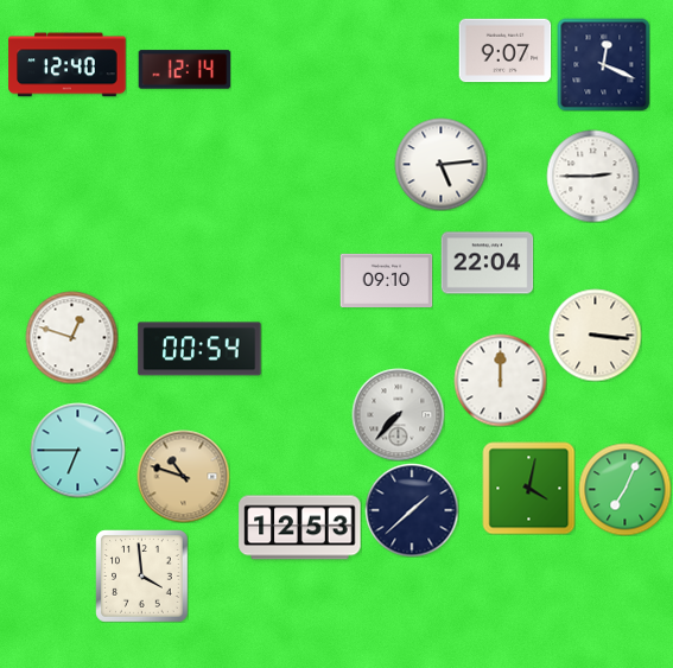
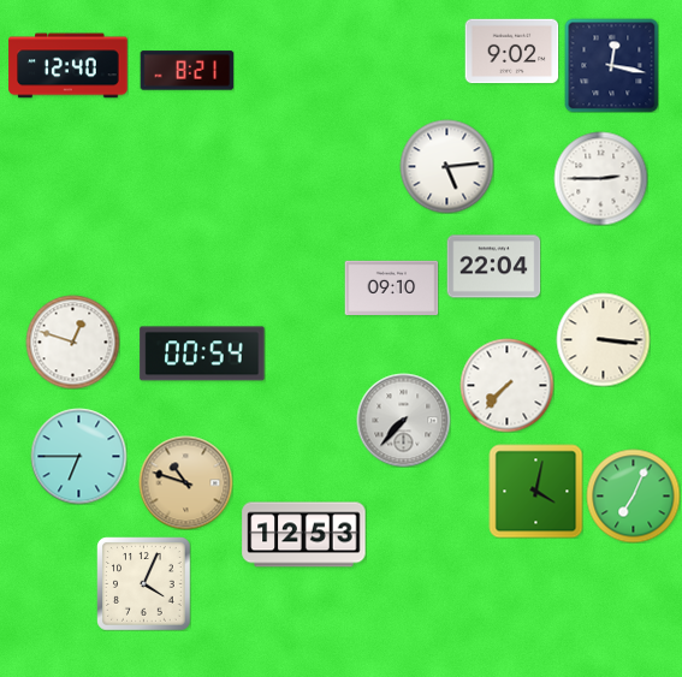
clock at (504, 51): 9:07 -> 9:02
clock at (603, 64): 12:19 -> 12:17
clock at (184, 70): 12:14 -> 8:21
clock at (386, 281) position: (386, 281) -> (391, 289)
clock at (500, 380): 12:00 -> 7:37
clock at (528, 488) position: (528, 488) -> (535, 491)
clock at (412, 510): 1:38 -> none
clock at (141, 575): 3:59 -> 4:04
